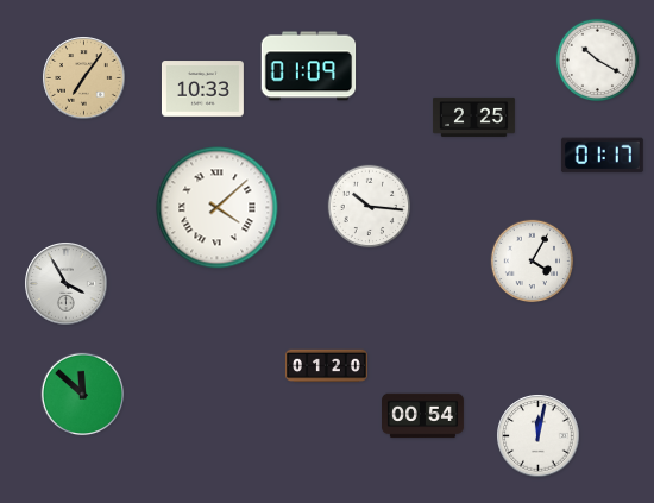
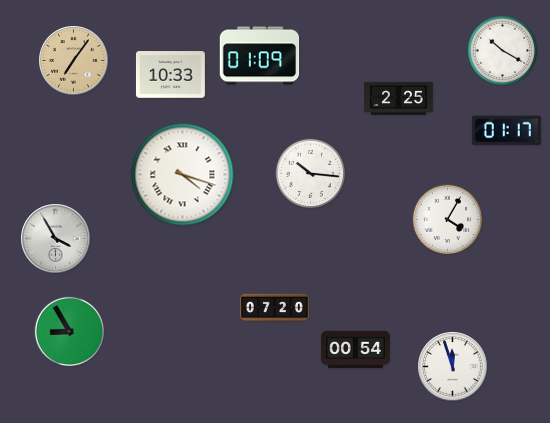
clock at (84, 78) position: (84, 78) -> (74, 61)
clock at (218, 208): 4:08 -> 4:18
clock at (326, 366): 01:20 -> 07:20
clock at (83, 395): 11:52 -> 8:55
clock at (539, 436): 12:02 -> 11:57
